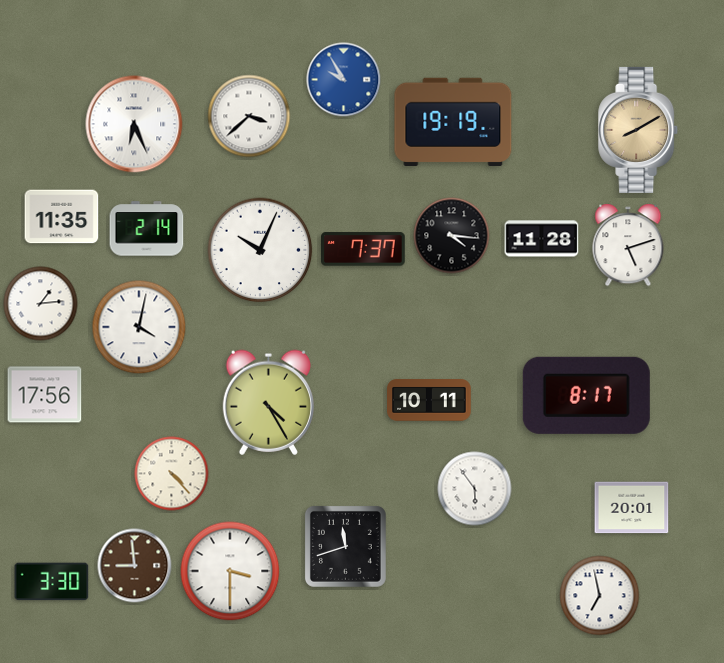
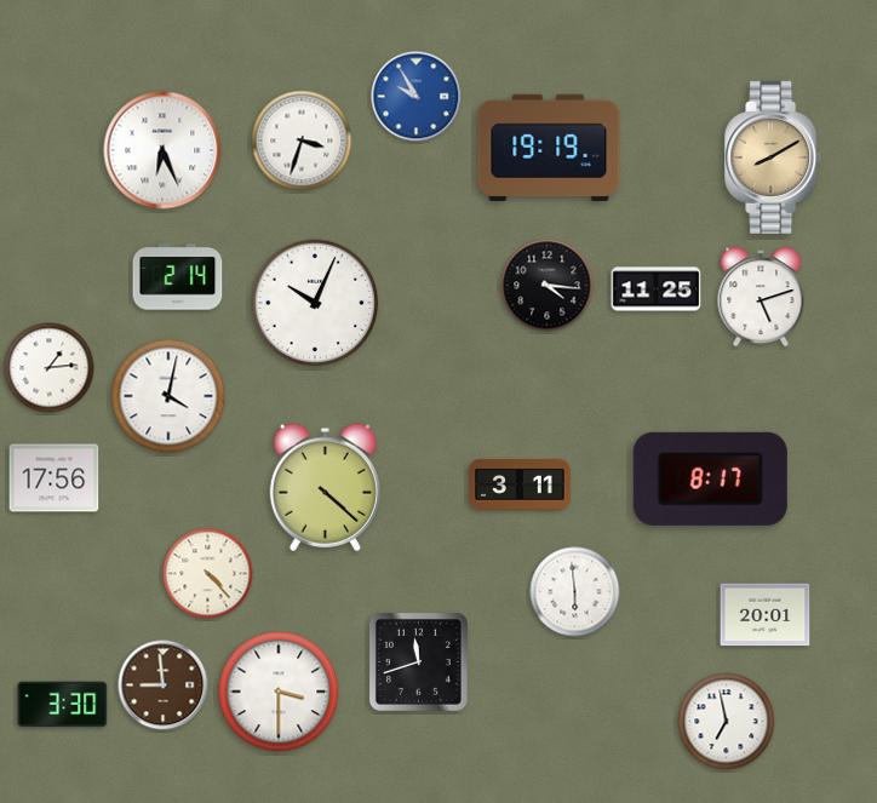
clock at (249, 116): 3:38 -> 3:33
clock at (62, 217): 11:35 -> none
clock at (542, 239): 11:28 -> 11:25
clock at (364, 249): 7:37 -> none
clock at (429, 400): 10:11 -> 3:11
clock at (268, 402): 4:25 -> 4:22
clock at (475, 489): 5:54 -> 5:59
